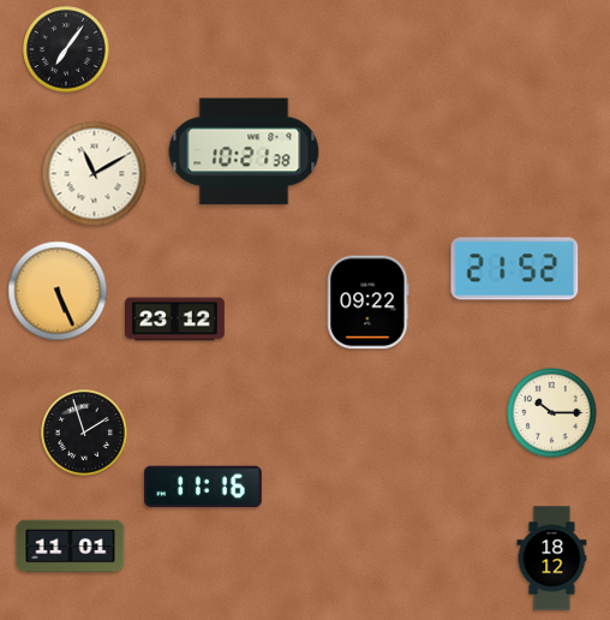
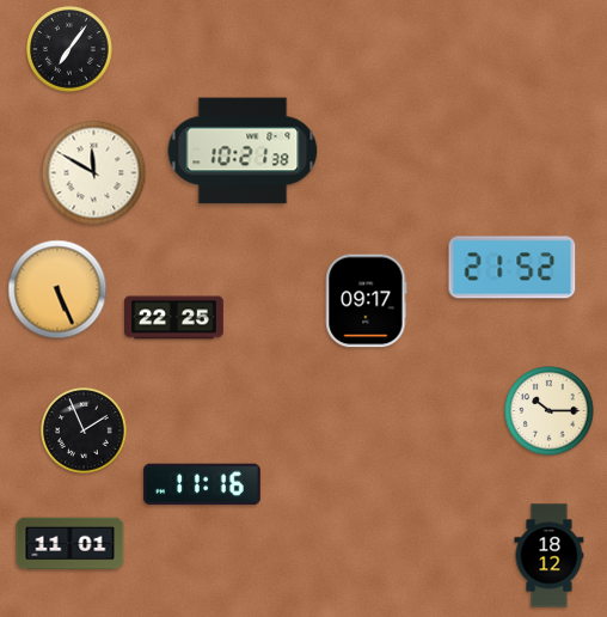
clock at (67, 50) position: (67, 50) -> (70, 50)
clock at (95, 174): 11:10 -> 11:50
clock at (369, 303): 09:22 -> 09:17
clock at (175, 320): 23:12 -> 22:25
clock at (85, 434): 1:57 -> 1:56
